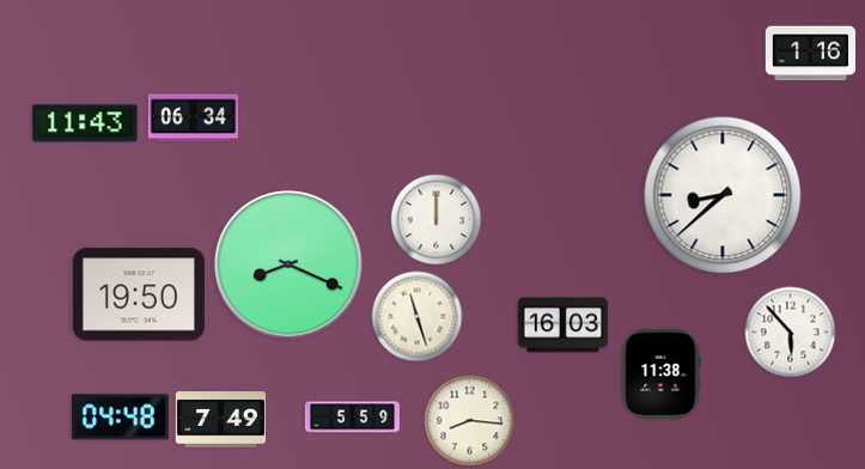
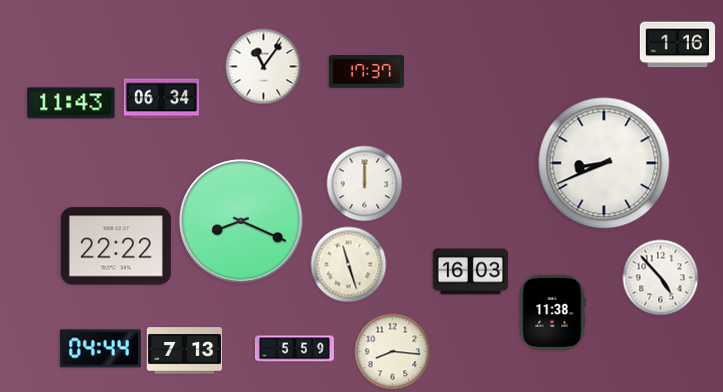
clock at (264, 67): none -> 11:06
clock at (367, 72): none -> 17:37
clock at (723, 195): 8:38 -> 8:41
clock at (139, 294): 19:50 -> 22:22
clock at (791, 333): 5:53 -> 4:53
clock at (120, 418): 04:48 -> 04:44
clock at (221, 420): 7:49 -> 7:13
